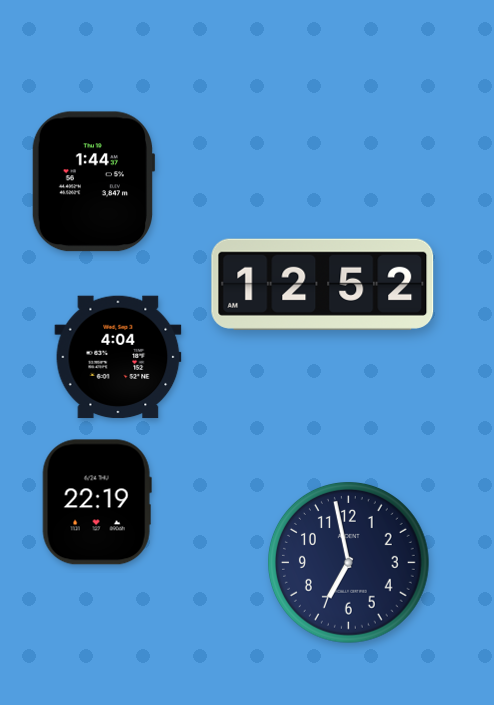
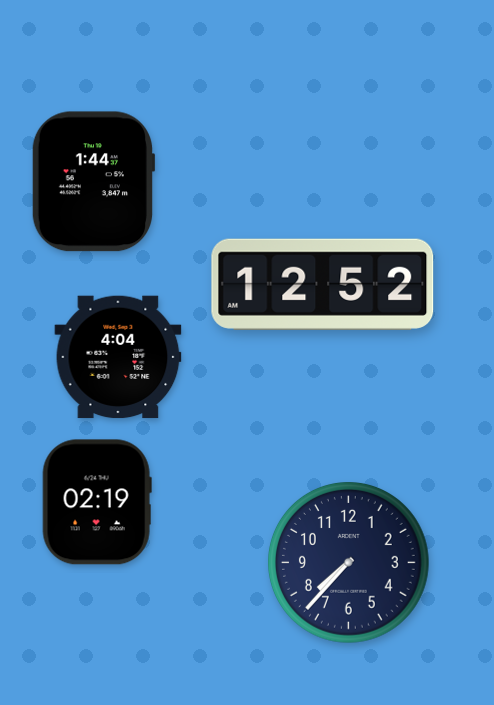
clock at (97, 502): 22:19 -> 02:19
clock at (349, 563): 6:58 -> 7:37
